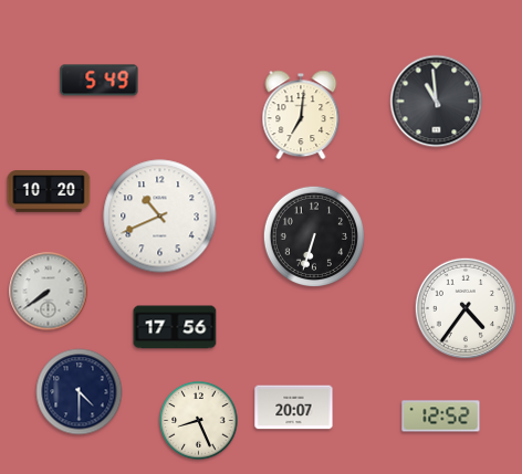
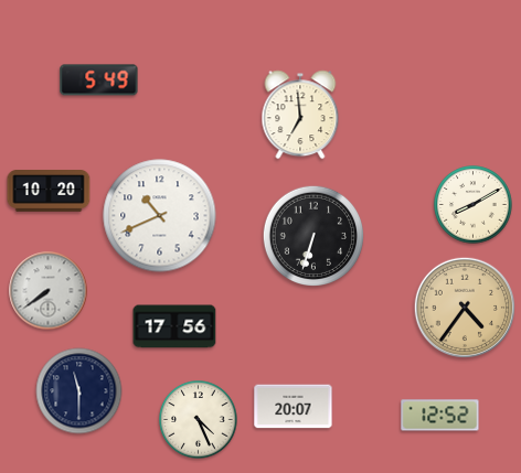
clock at (437, 102): 10:59 -> none
clock at (301, 115): 7:01 -> 6:59
clock at (474, 205): none -> 8:10
clock at (464, 307) dial: white -> champagne
clock at (80, 392): 4:30 -> 11:30
clock at (199, 421): 8:26 -> 4:26
